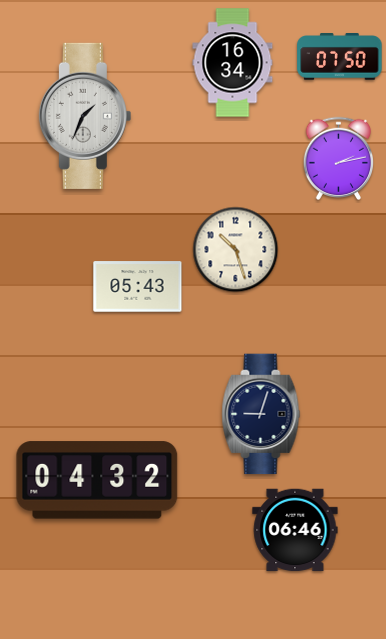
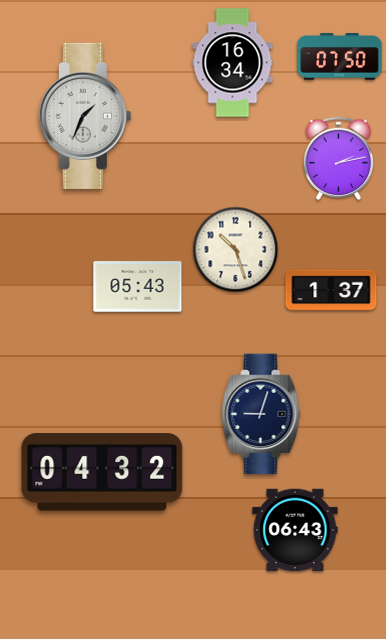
clock at (331, 290): none -> 1:37
clock at (97, 480) position: (97, 480) -> (102, 472)
clock at (295, 530): 06:46 -> 06:43
